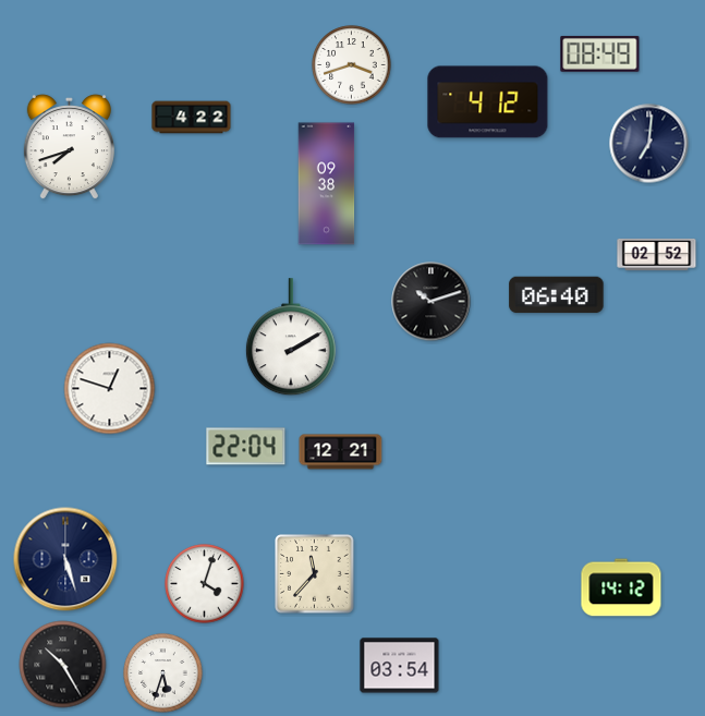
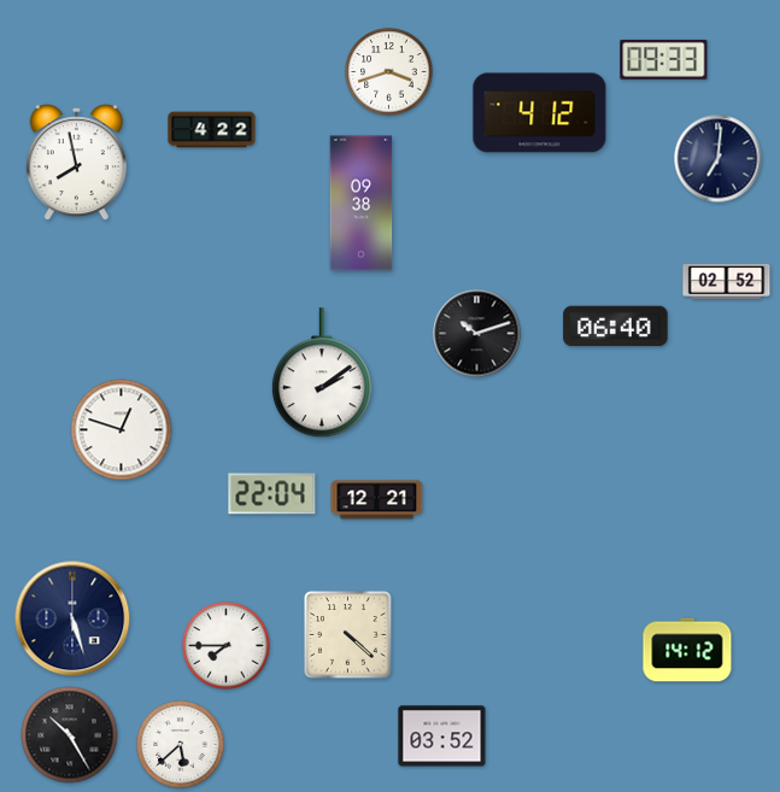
clock at (600, 53): 08:49 -> 09:33
clock at (69, 147): 7:42 -> 7:58
clock at (291, 338): 2:10 -> 2:09
clock at (315, 574): 11:37 -> 4:22
clock at (205, 584): 4:03 -> 7:45
clock at (400, 666): 03:54 -> 03:52
clock at (163, 673): 5:33 -> 5:38
